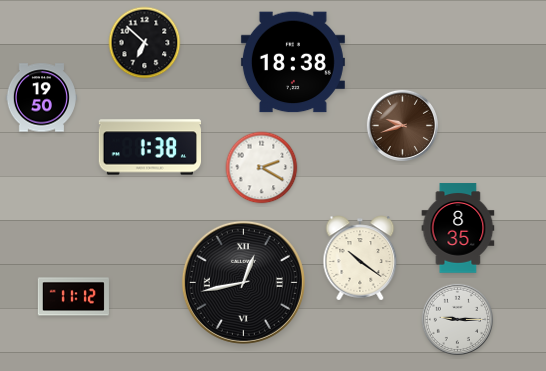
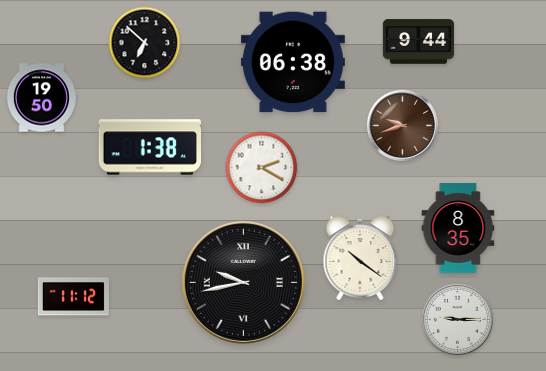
clock at (418, 42): none -> 9:44
clock at (293, 62): 18:38 -> 06:38
clock at (243, 282): 12:43 -> 9:43
